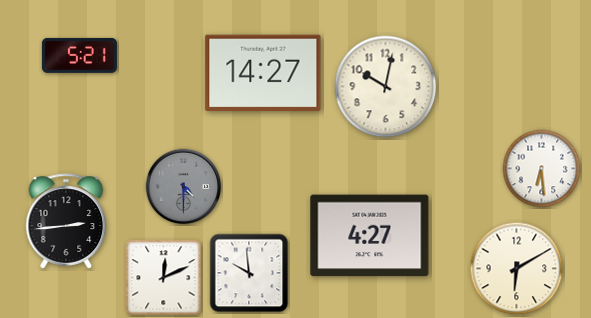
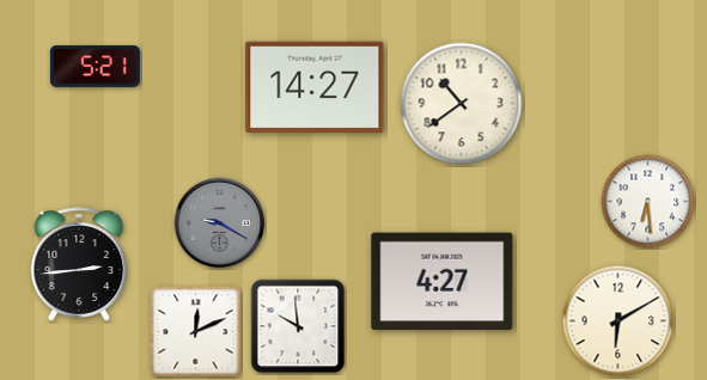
clock at (386, 87): 10:02 -> 10:39
clock at (184, 187): 4:30 -> 9:20
